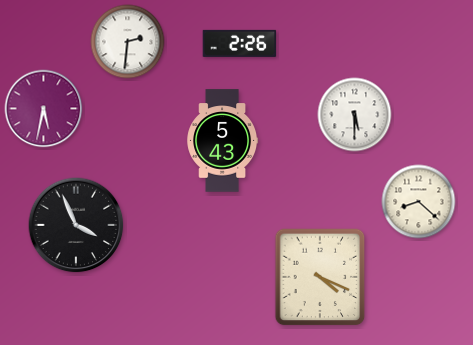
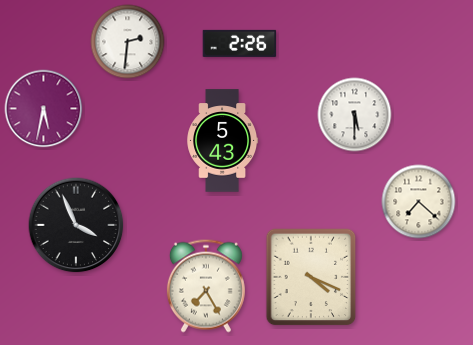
clock at (419, 202): 8:22 -> 7:22
clock at (320, 277) position: (320, 277) -> (311, 277)
clock at (206, 286): none -> 7:25
